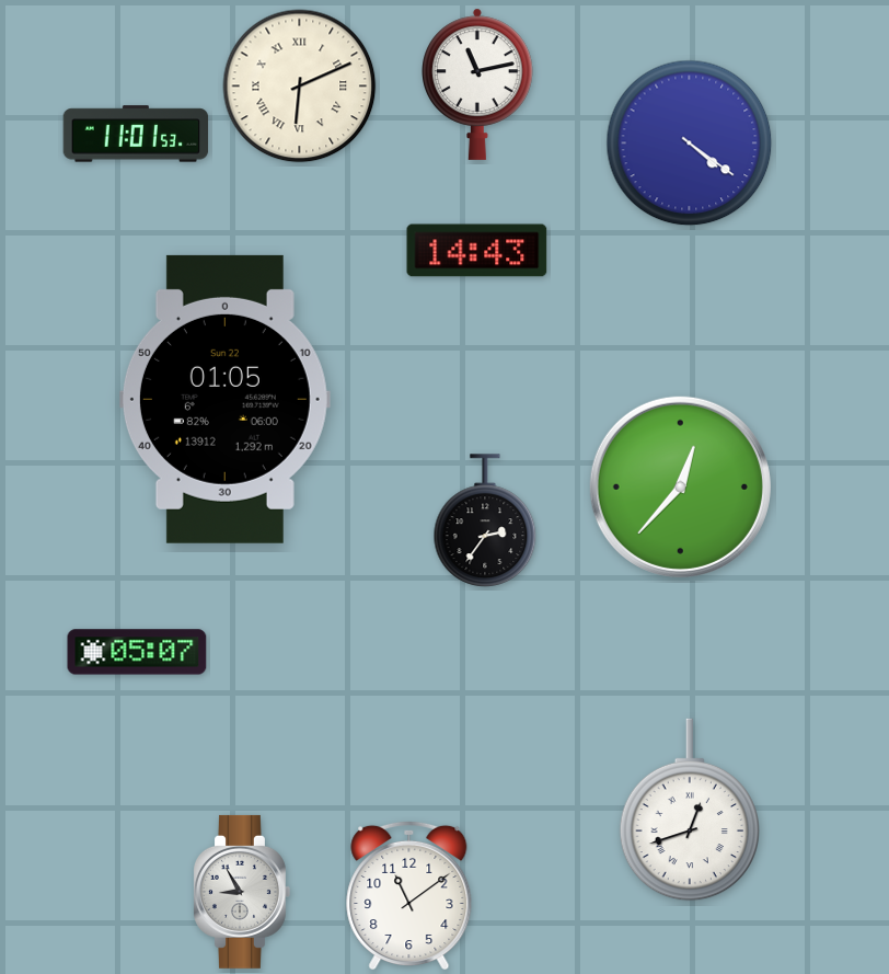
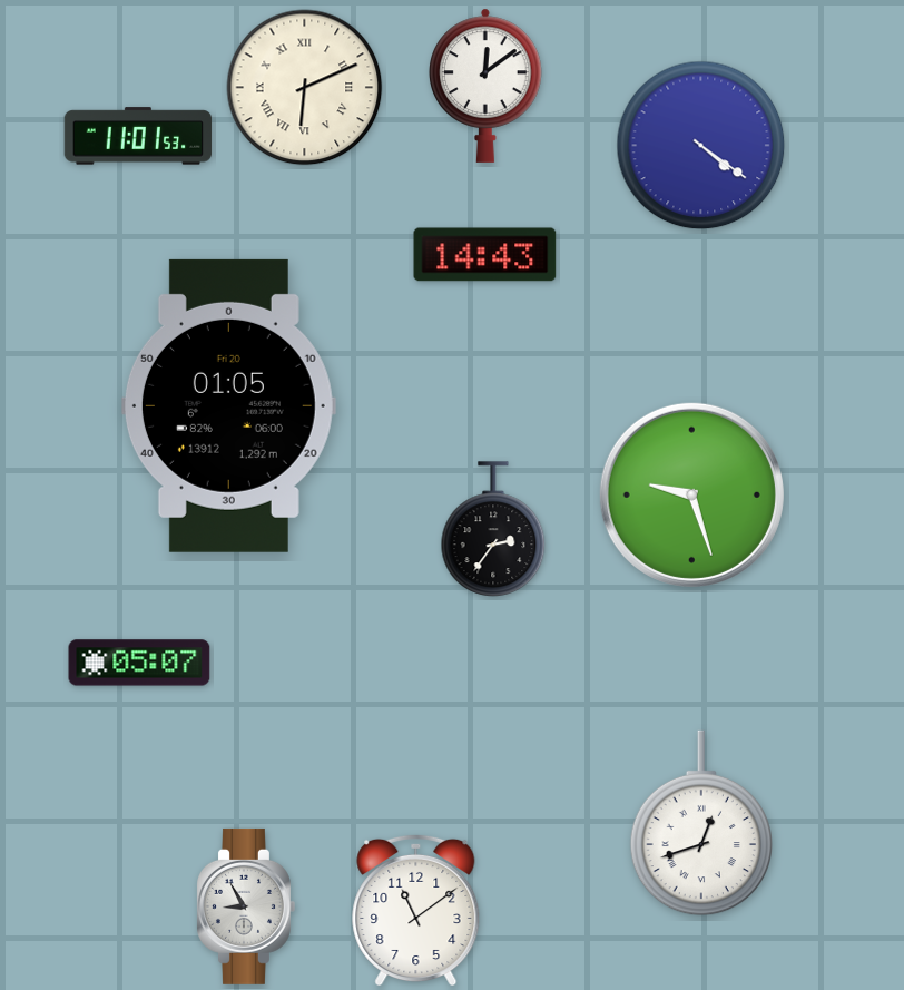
clock at (478, 84): 11:13 -> 12:09
clock at (224, 399) date: Sun 22 -> Fri 20
clock at (680, 486): 12:37 -> 9:27
